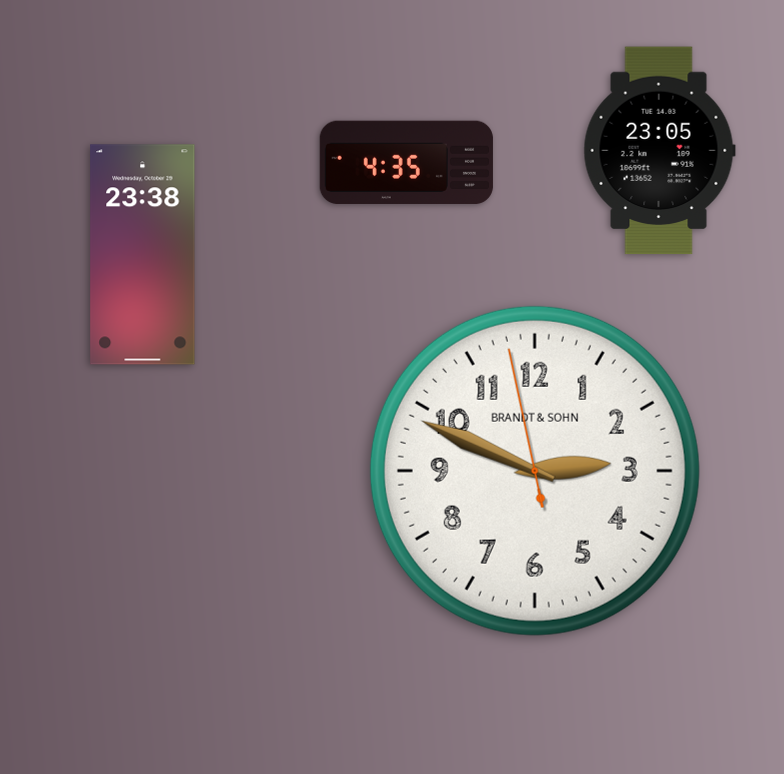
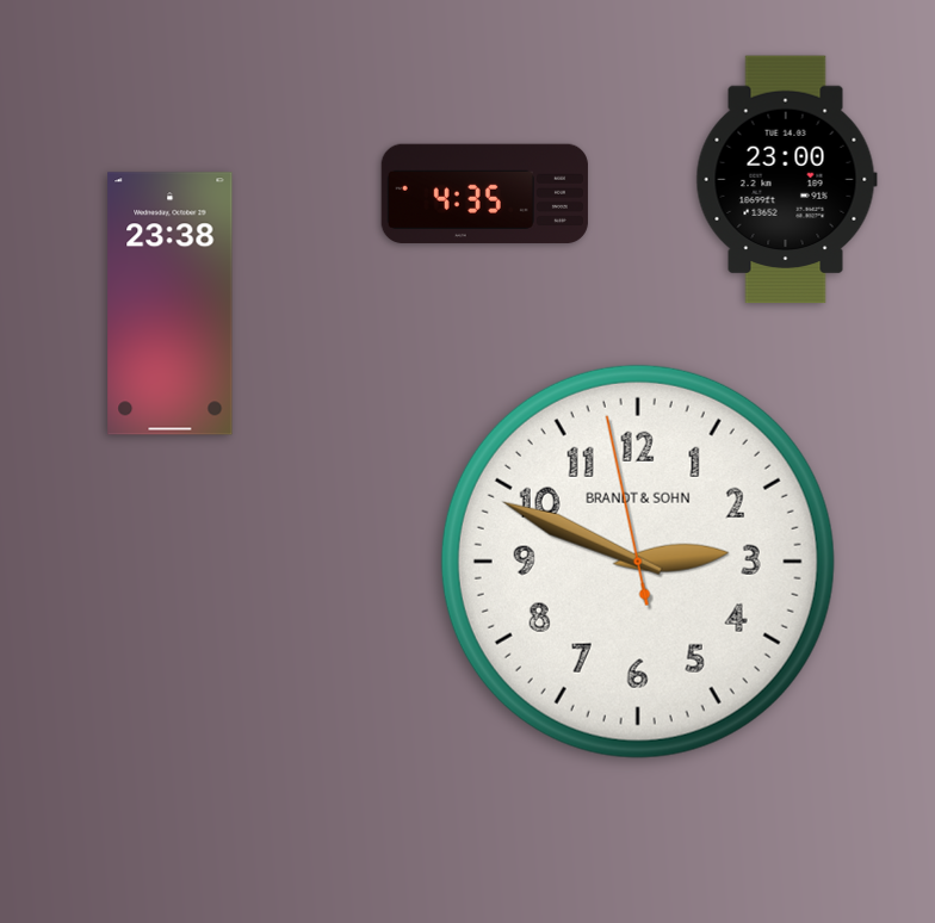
clock at (659, 151): 23:05 -> 23:00
